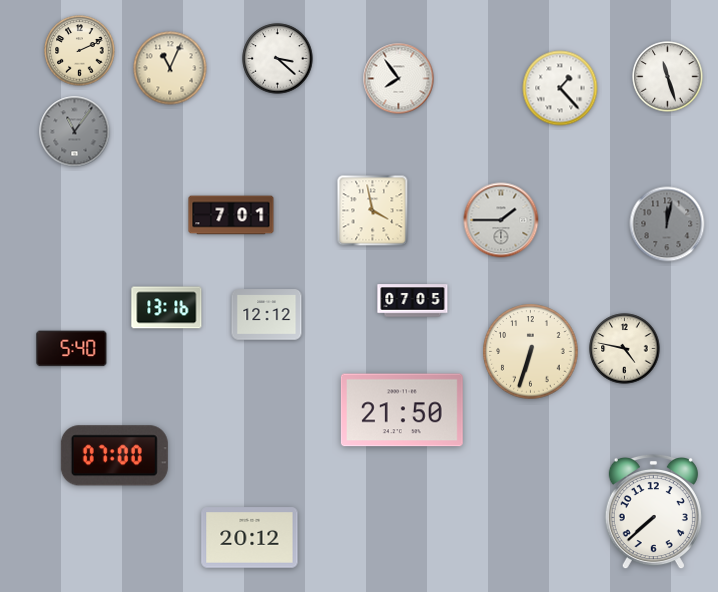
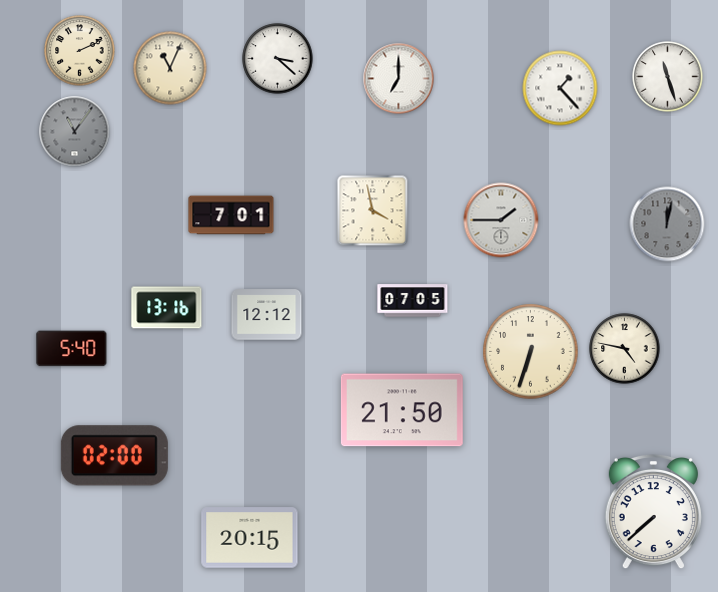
clock at (399, 79): 7:54 -> 7:00
clock at (114, 456): 07:00 -> 02:00
clock at (250, 538): 20:12 -> 20:15
